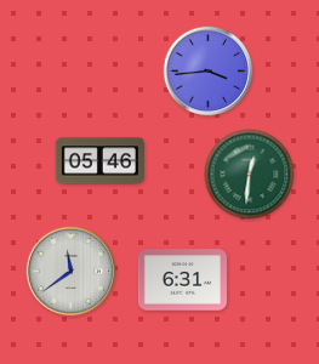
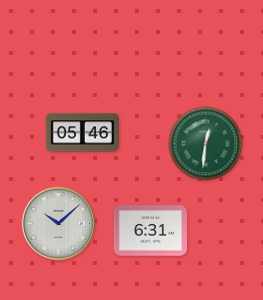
clock at (209, 72): 3:44 -> none
clock at (72, 272): 11:39 -> 10:08
